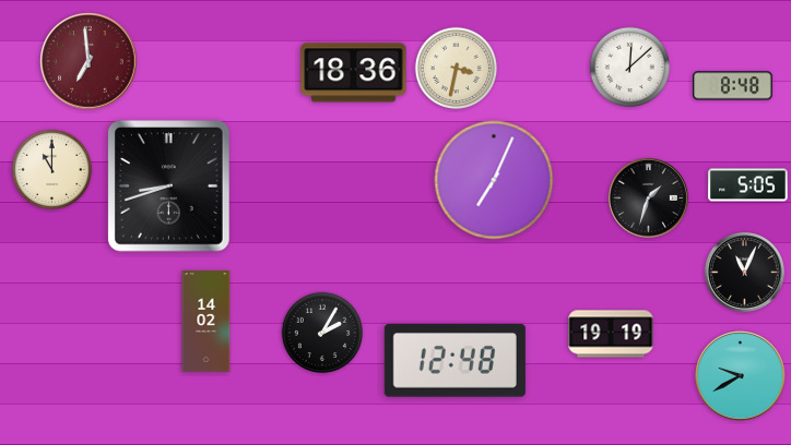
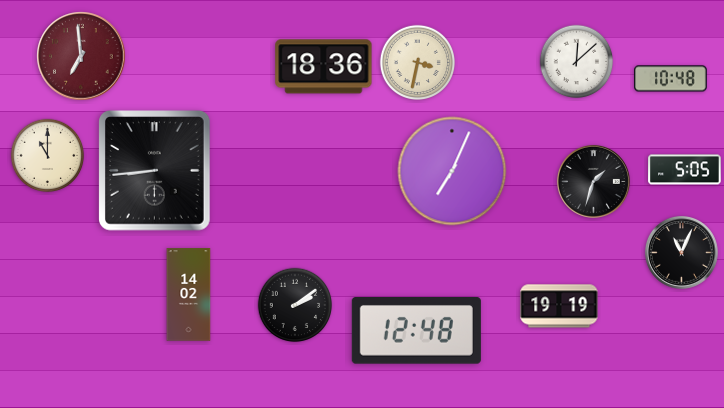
clock at (733, 86): 8:48 -> 10:48
clock at (494, 180) position: (494, 180) -> (452, 171)
clock at (169, 187): 8:42 -> 8:44
clock at (744, 272) position: (744, 272) -> (681, 252)
clock at (322, 333): 2:05 -> 2:09
clock at (741, 376): 9:40 -> none
